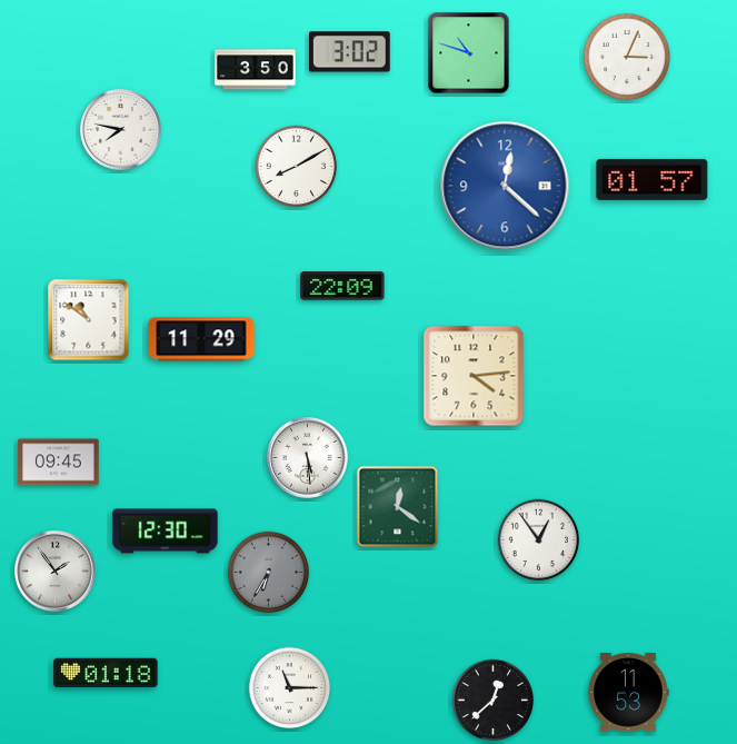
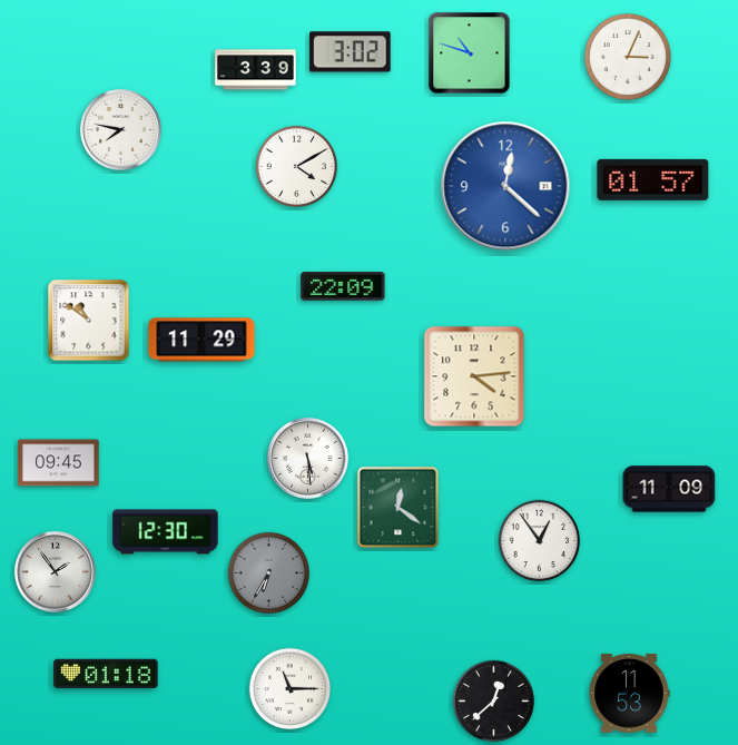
clock at (256, 70): 3:50 -> 3:39
clock at (297, 167): 8:10 -> 4:10
clock at (669, 489): none -> 11:09
